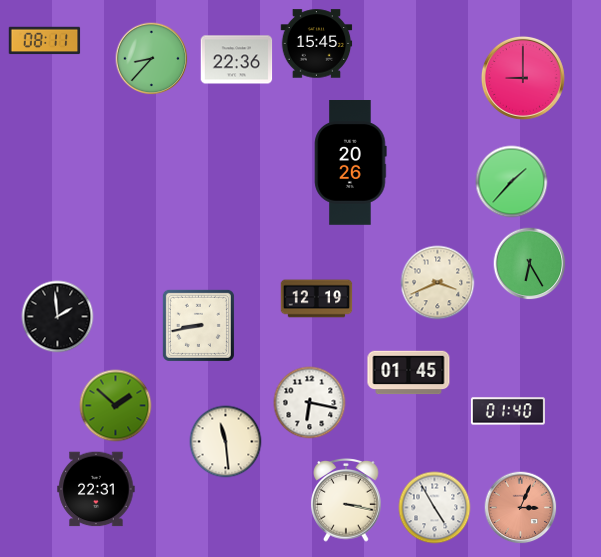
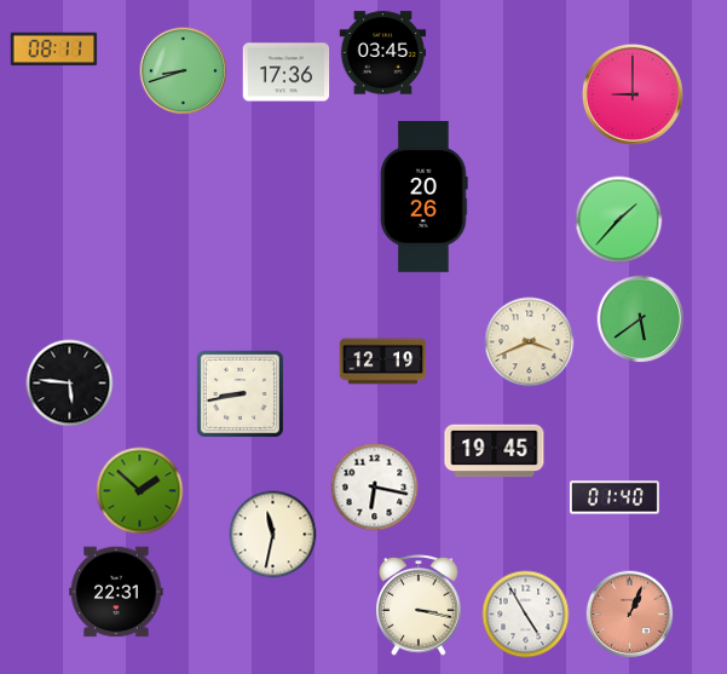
clock at (317, 44): 15:45 -> 03:45
clock at (152, 59): 8:37 -> 8:42
clock at (237, 60): 22:36 -> 17:36
clock at (530, 264): 6:25 -> 5:39
clock at (58, 317): 1:59 -> 5:46
clock at (409, 373): 01:45 -> 19:45
clock at (226, 442): 11:29 -> 11:32
clock at (521, 508): 3:04 -> 1:04
